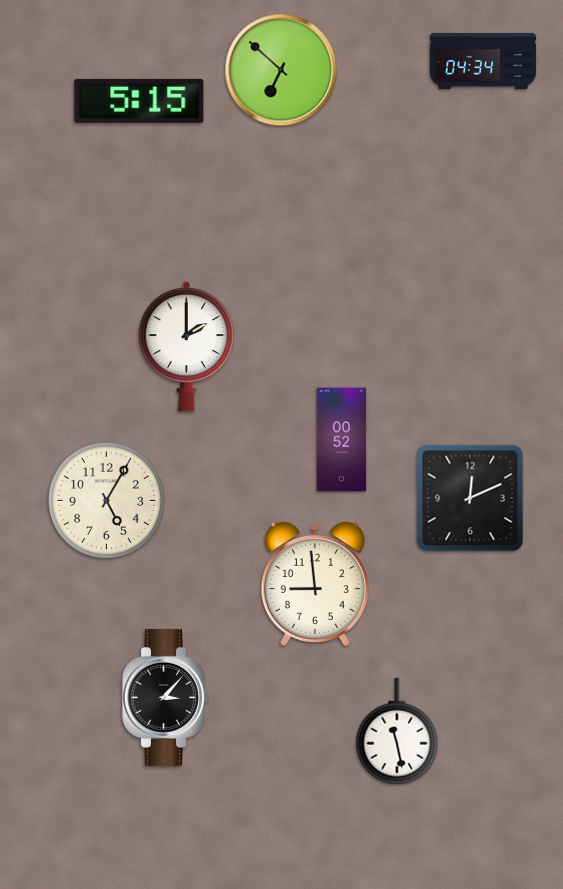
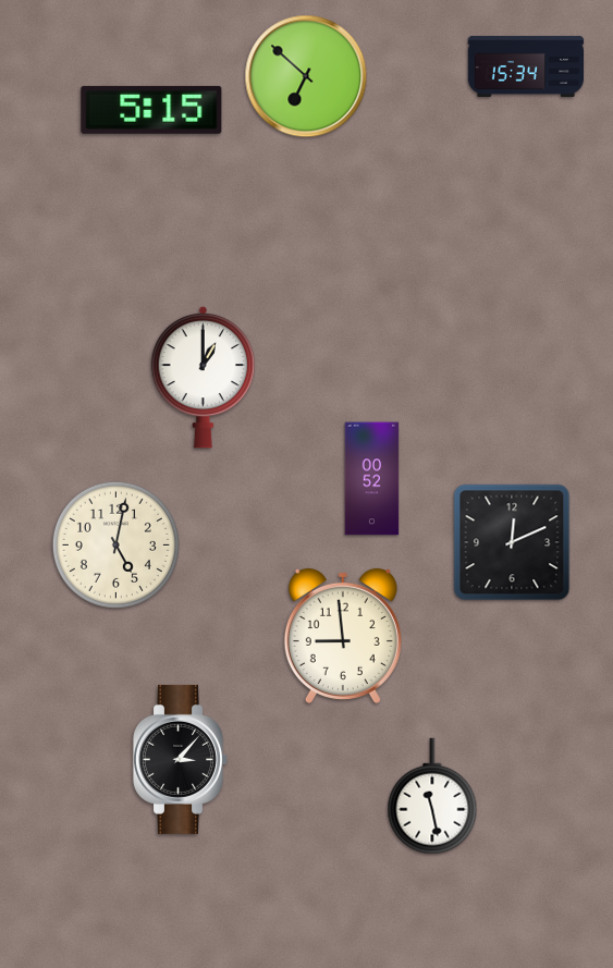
clock at (483, 61): 04:34 -> 15:34
clock at (187, 346): 2:00 -> 1:00
clock at (106, 500): 5:05 -> 5:02
